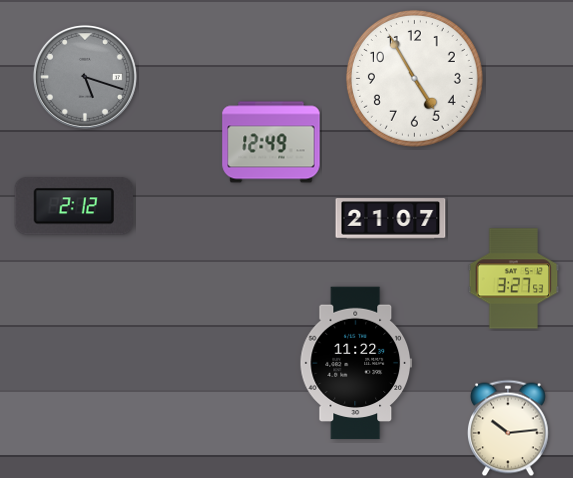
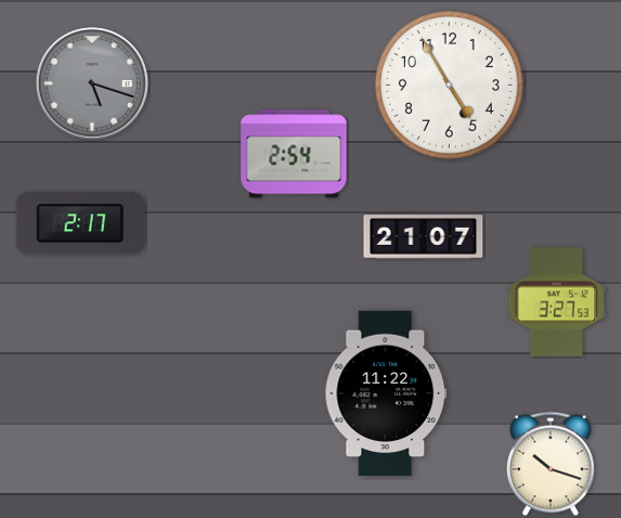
clock at (271, 142): 12:49 -> 2:54
clock at (74, 206): 2:12 -> 2:17
clock at (508, 428): 10:14 -> 10:18
